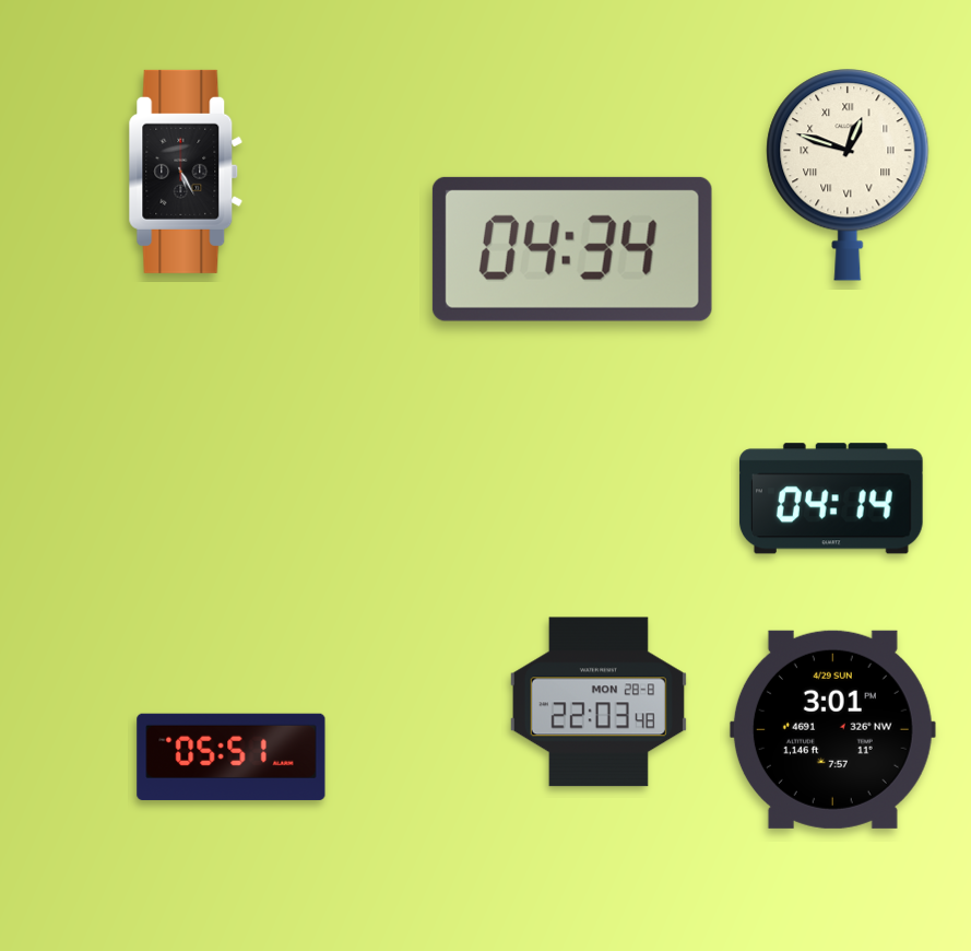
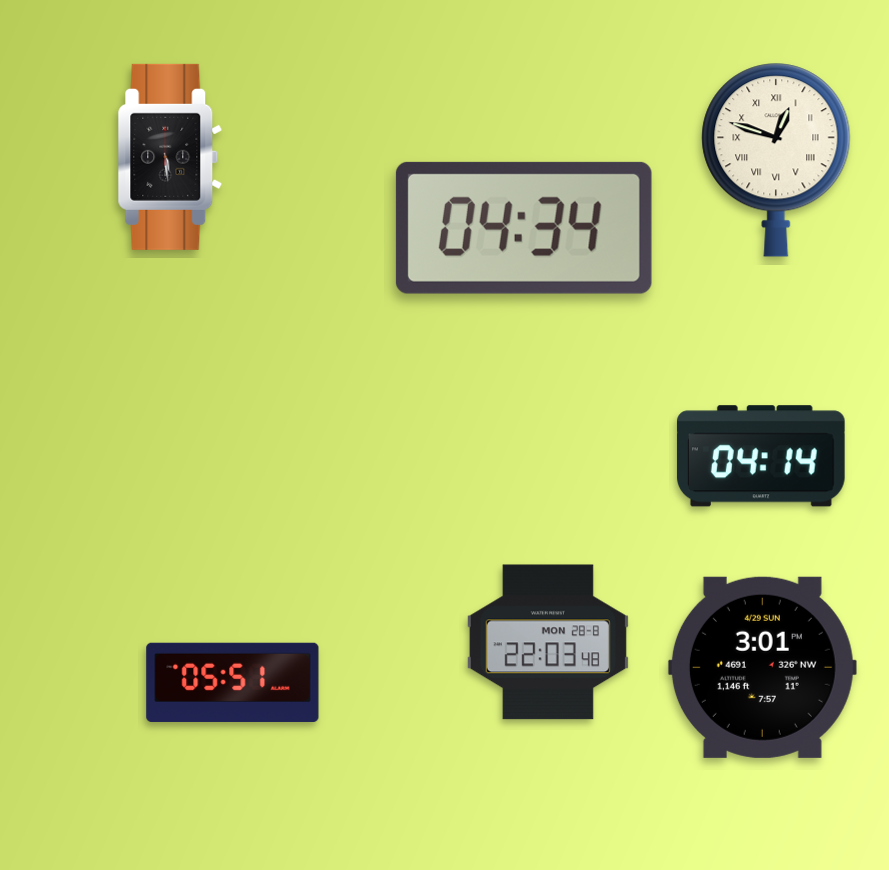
clock at (186, 172): 5:25 -> 5:29
clock at (232, 756) position: (232, 756) -> (233, 682)
